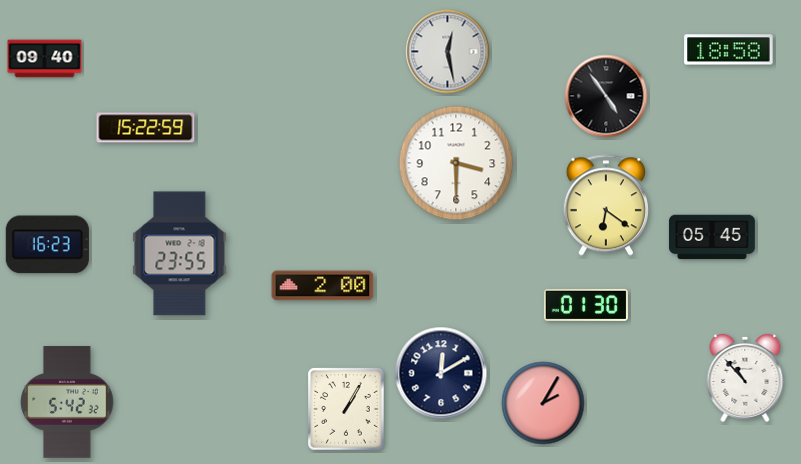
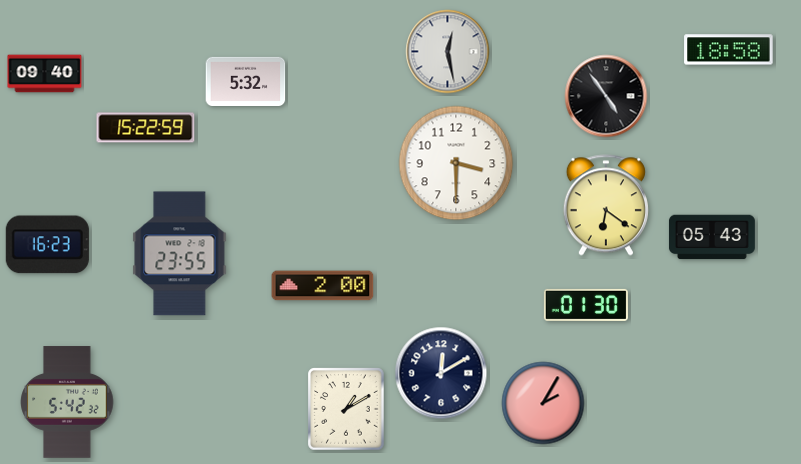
clock at (45, 59) position: (45, 59) -> (45, 74)
clock at (246, 81): none -> 5:32
clock at (712, 237): 05:45 -> 05:43
clock at (745, 378): 10:53 -> none
clock at (346, 409): 1:05 -> 1:10
